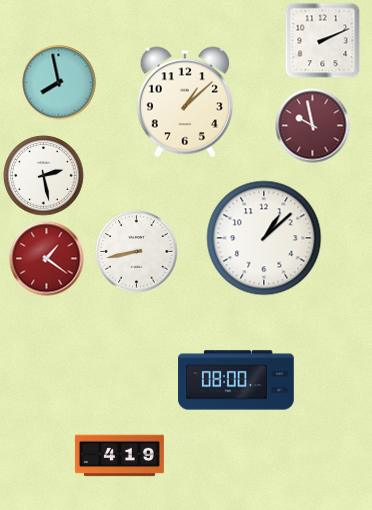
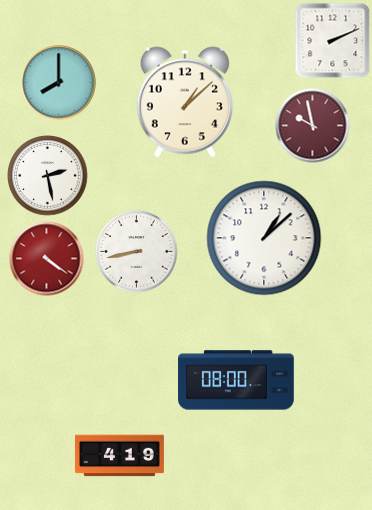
clock at (323, 41) position: (323, 41) -> (333, 41)
clock at (59, 83): 7:58 -> 8:00
clock at (44, 176) position: (44, 176) -> (48, 176)
clock at (47, 259): 1:21 -> 4:21
